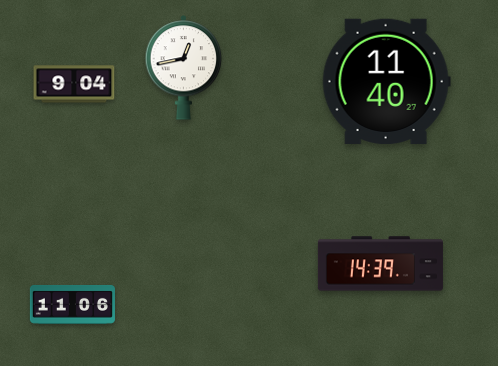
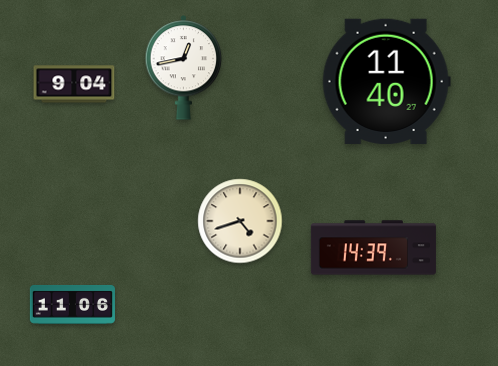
clock at (240, 221): none -> 4:42
clock at (380, 264) position: (380, 264) -> (373, 248)
